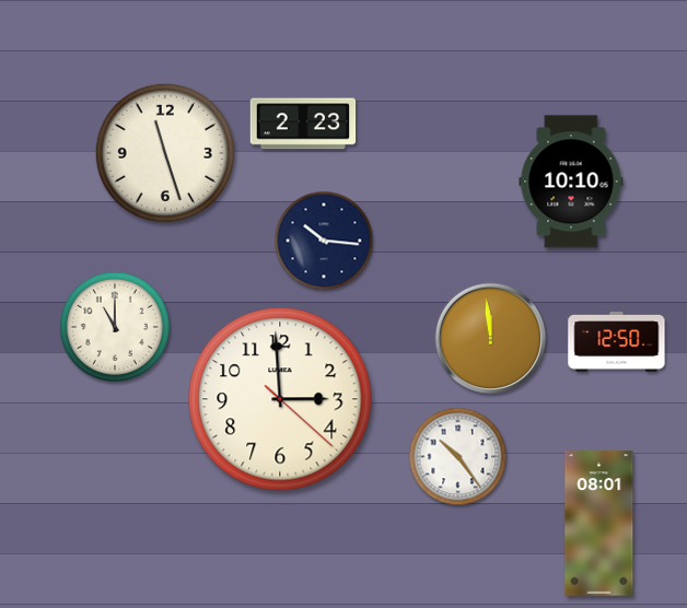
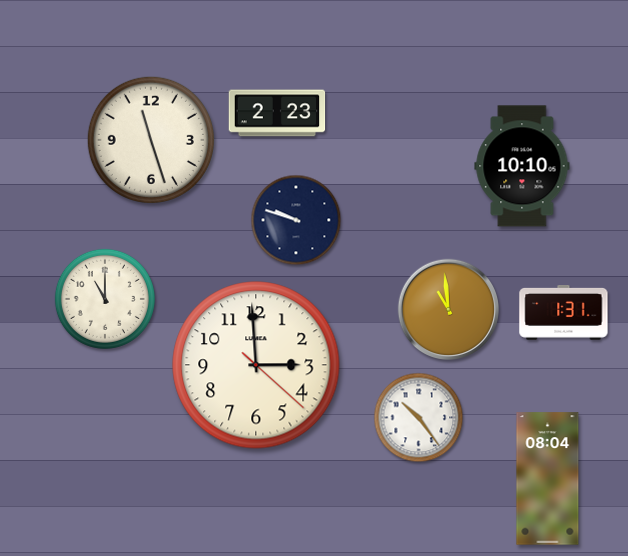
clock at (324, 241): 10:16 -> 9:48
clock at (490, 338): 11:59 -> 10:59
clock at (617, 342): 12:50 -> 1:31
clock at (599, 524): 08:01 -> 08:04
